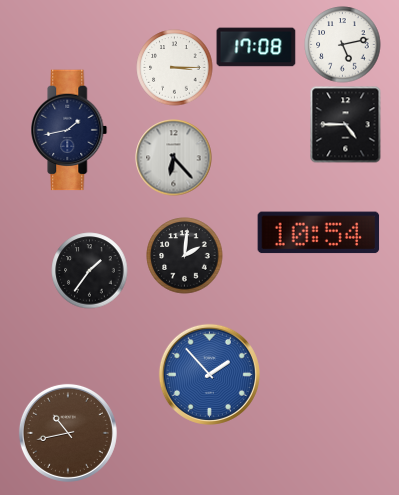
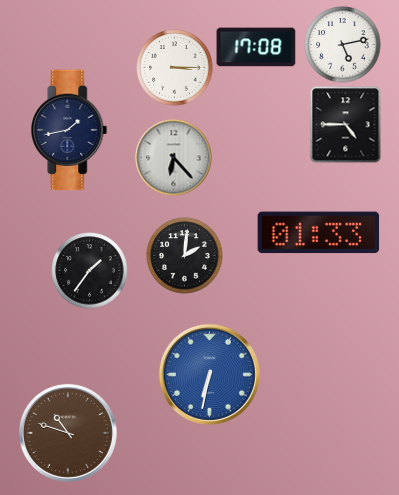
clock at (319, 233): 10:54 -> 01:33
clock at (209, 374): 1:53 -> 6:32
clock at (68, 433): 10:43 -> 10:48
